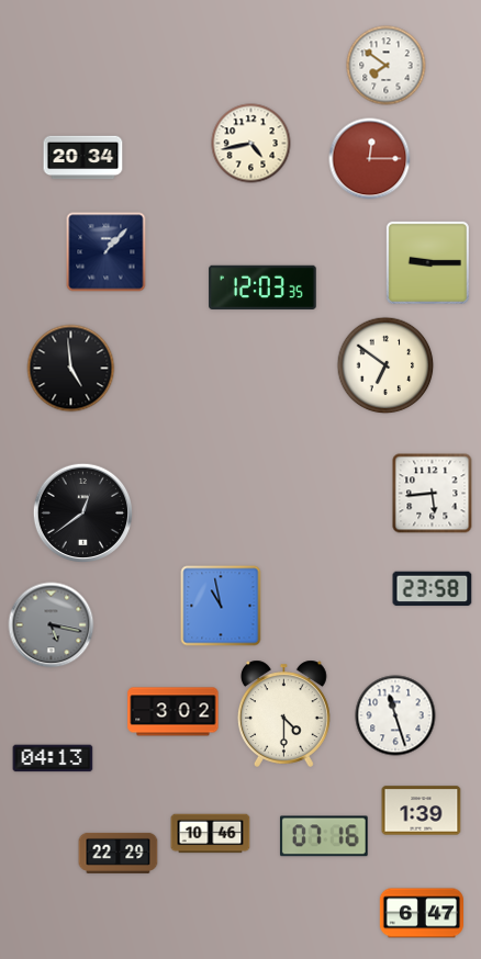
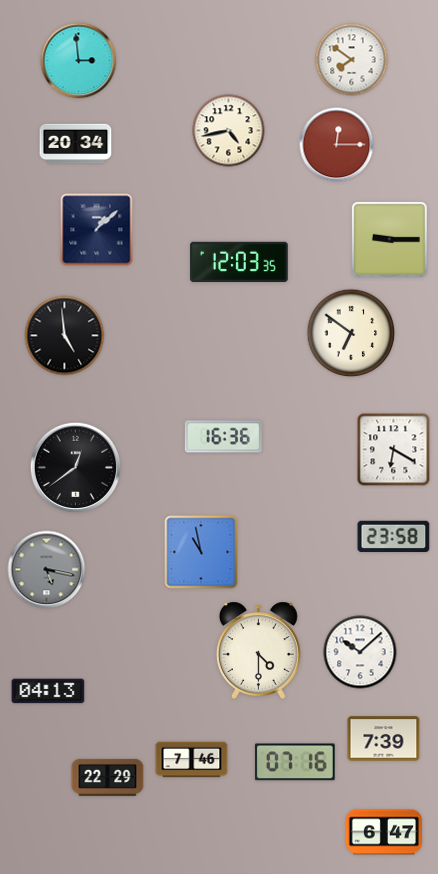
clock at (79, 61): none -> 2:59
clock at (107, 252): 1:07 -> 1:08
clock at (223, 437): none -> 16:36
clock at (433, 494): 5:44 -> 6:20
clock at (174, 712): 3:02 -> none
clock at (395, 715): 11:27 -> 10:08
clock at (422, 811): 1:39 -> 7:39
clock at (211, 834): 10:46 -> 7:46
